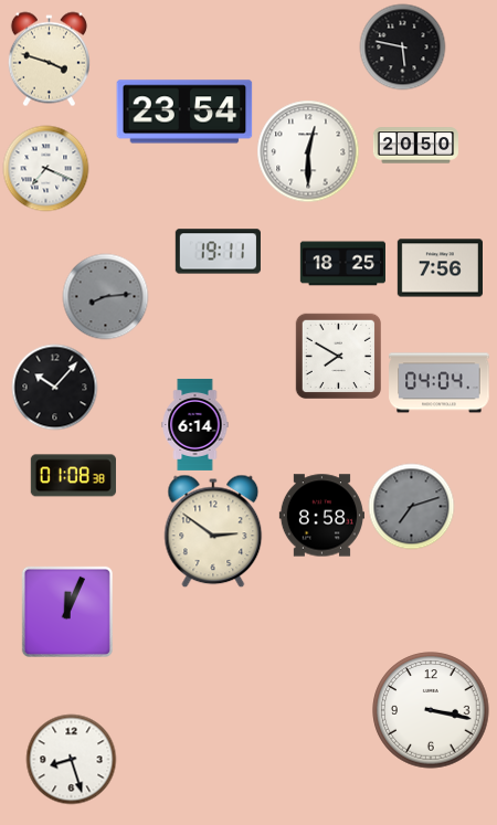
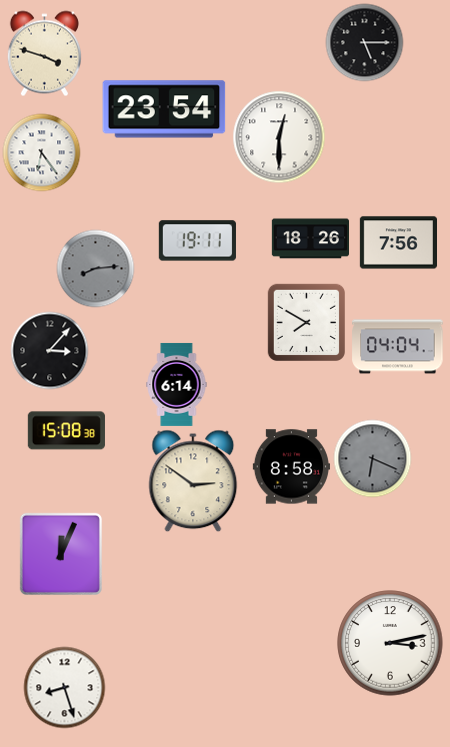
clock at (402, 46): 5:47 -> 5:15
clock at (184, 112) position: (184, 112) -> (164, 109)
clock at (415, 146): 20:50 -> none
clock at (45, 168): 7:19 -> 6:24
clock at (218, 252) position: (218, 252) -> (197, 241)
clock at (342, 264): 18:25 -> 18:26
clock at (54, 387): 10:07 -> 3:07
clock at (73, 476): 01:08 -> 15:08
clock at (411, 506): 7:12 -> 6:19
clock at (431, 710): 3:17 -> 3:13
